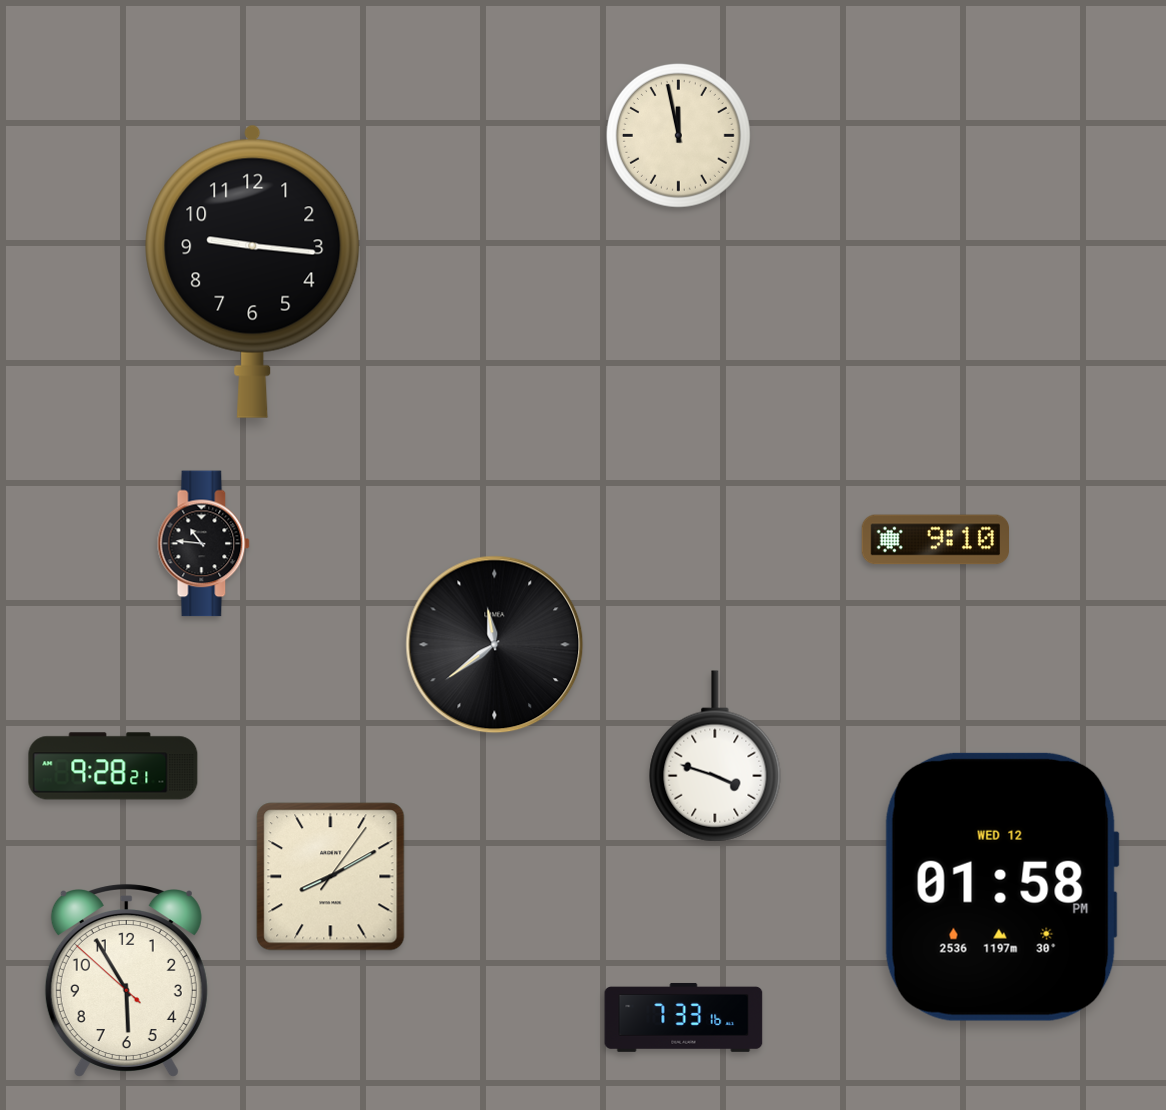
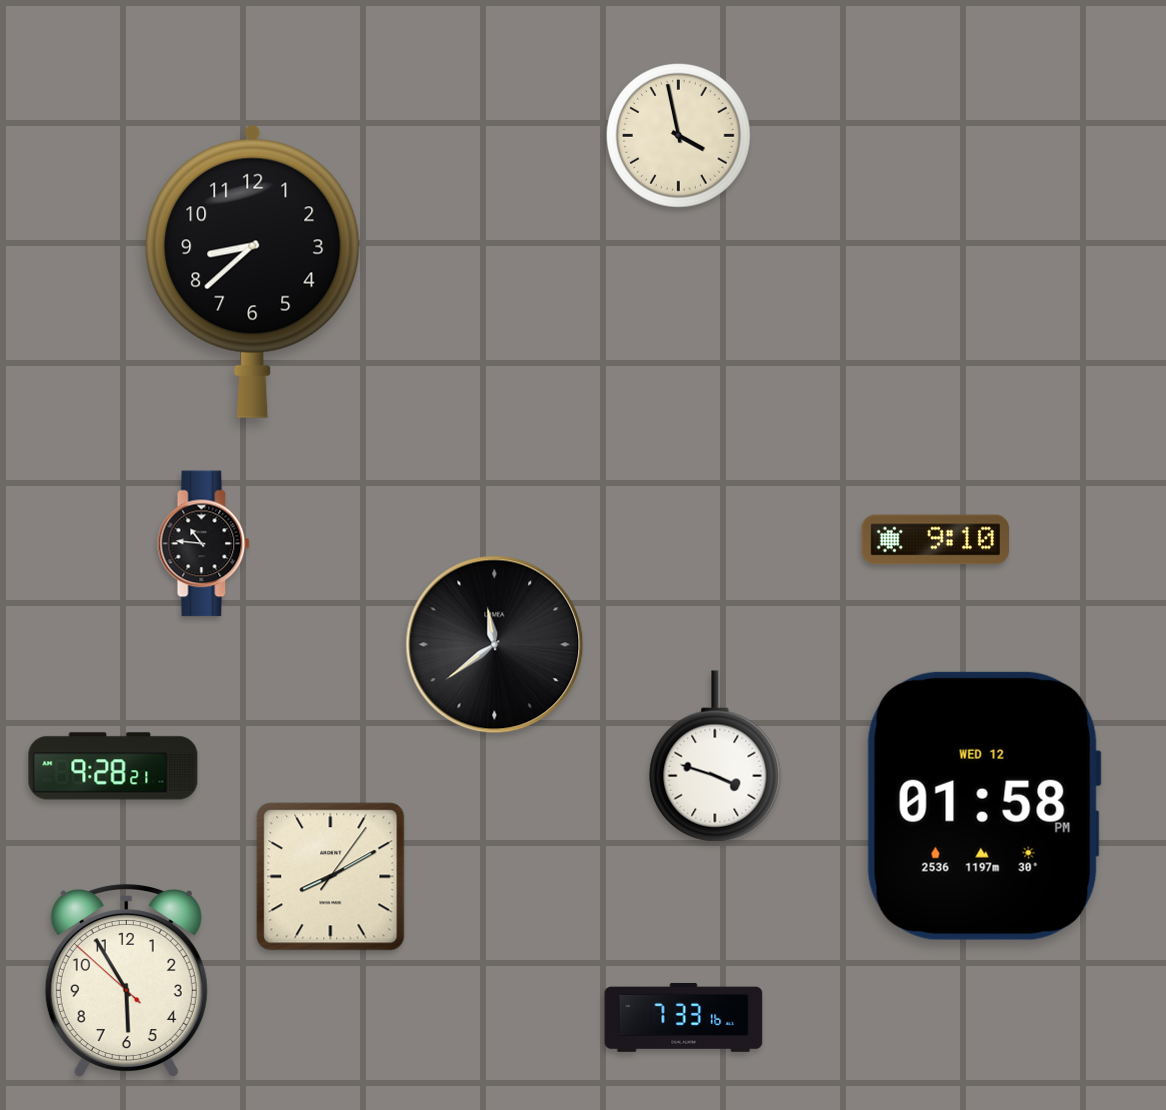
clock at (678, 135): 11:58 -> 3:58
clock at (253, 271): 9:16 -> 8:38
clock at (1002, 887) position: (1002, 887) -> (984, 806)
